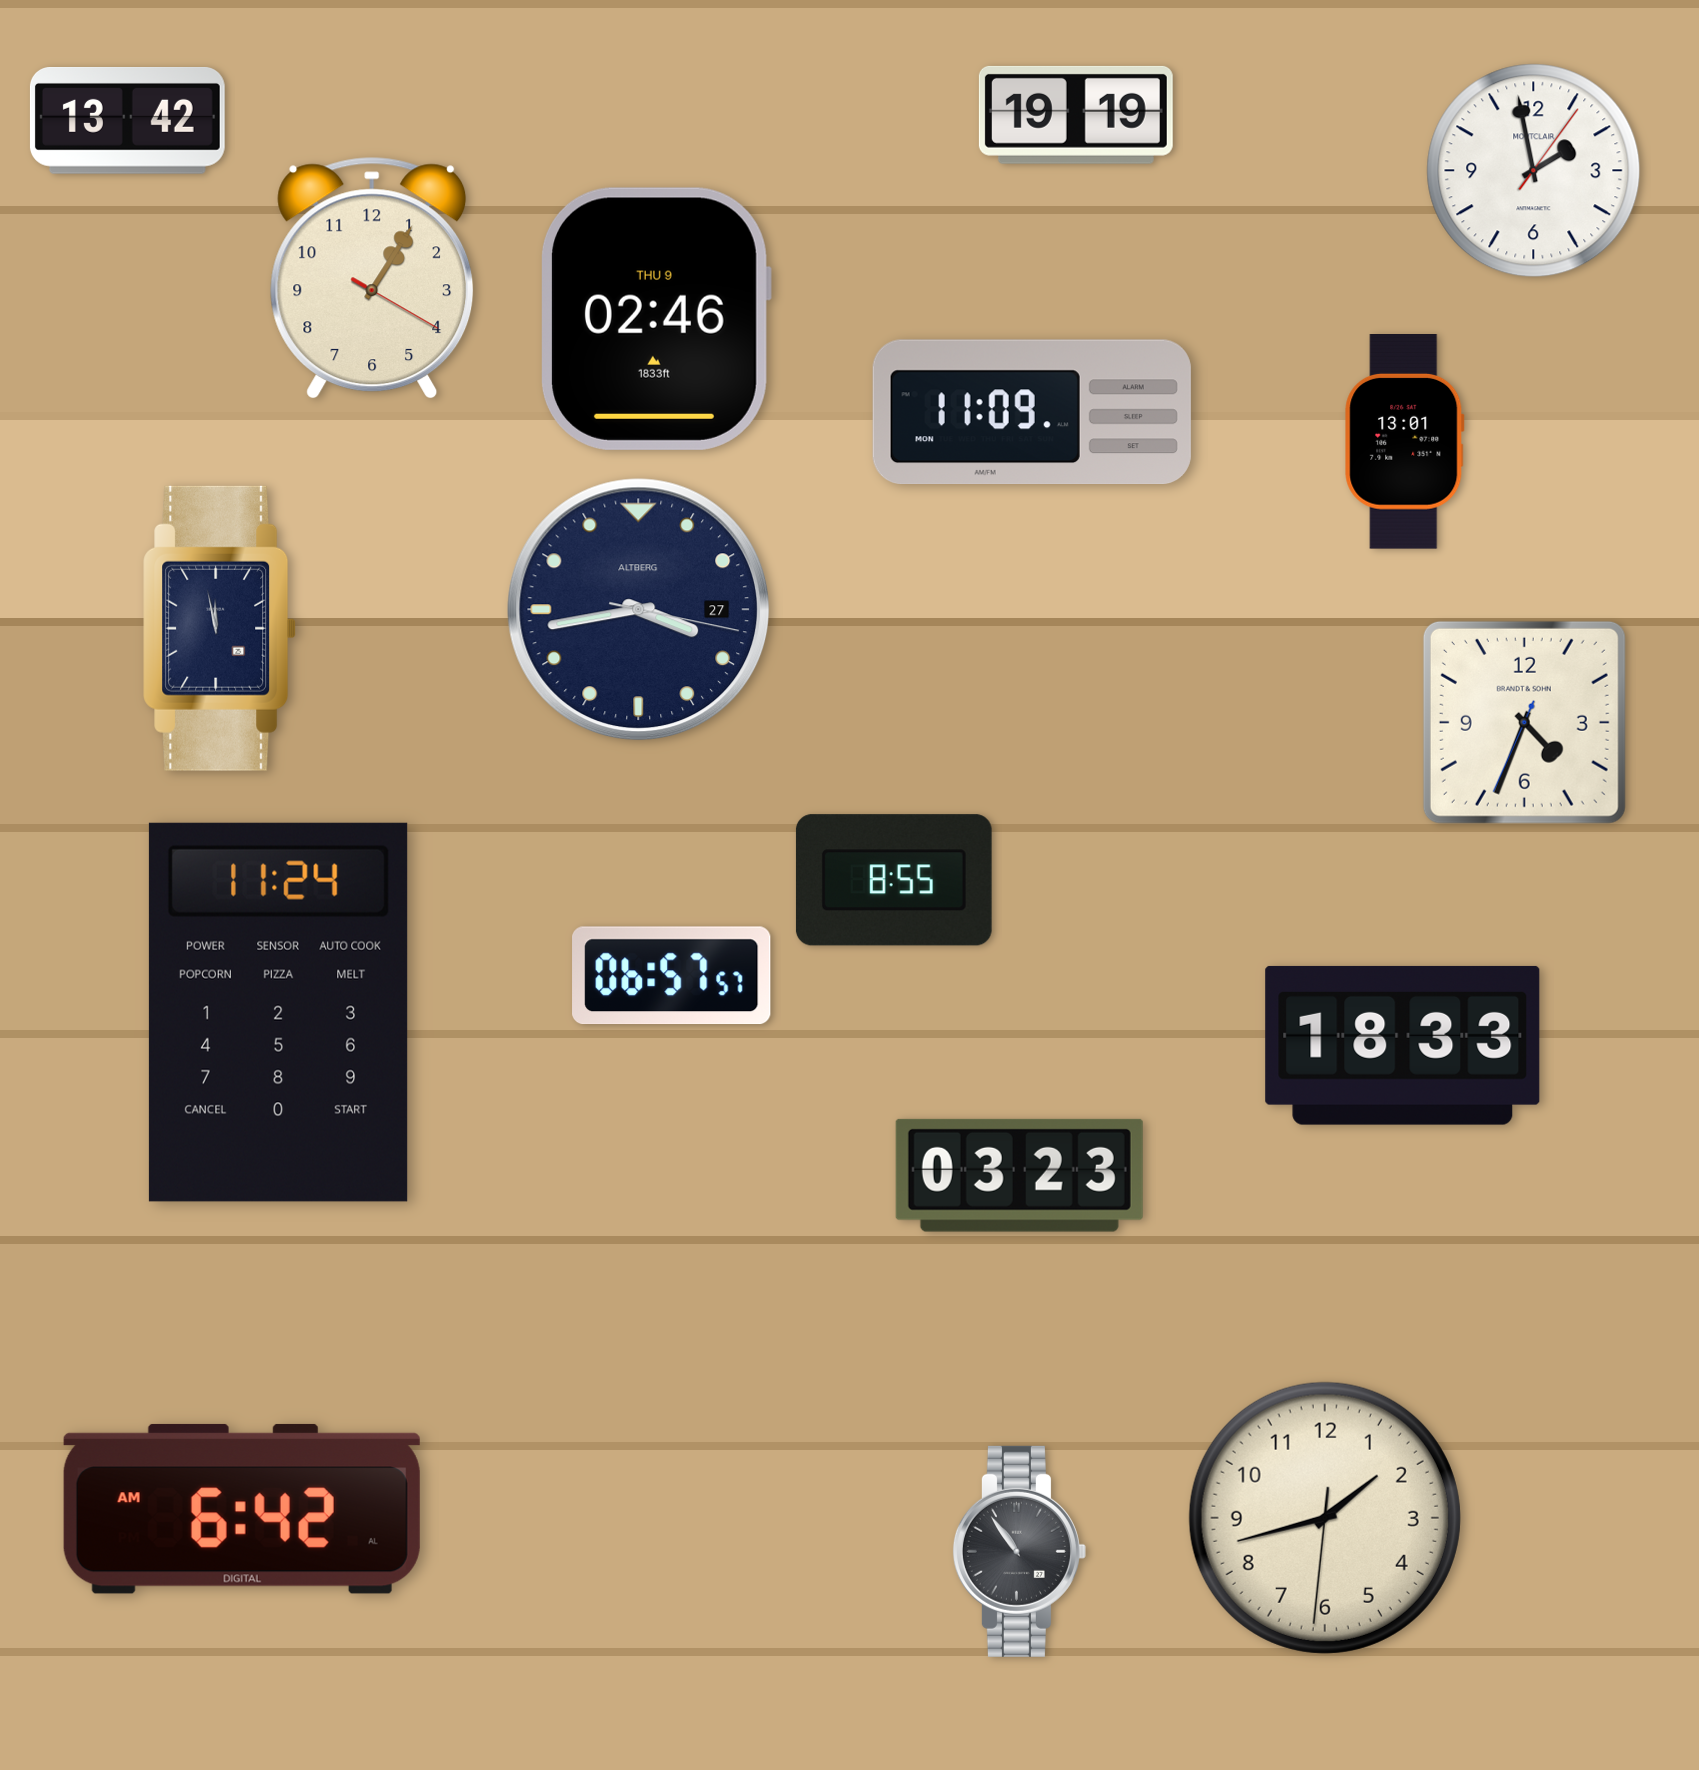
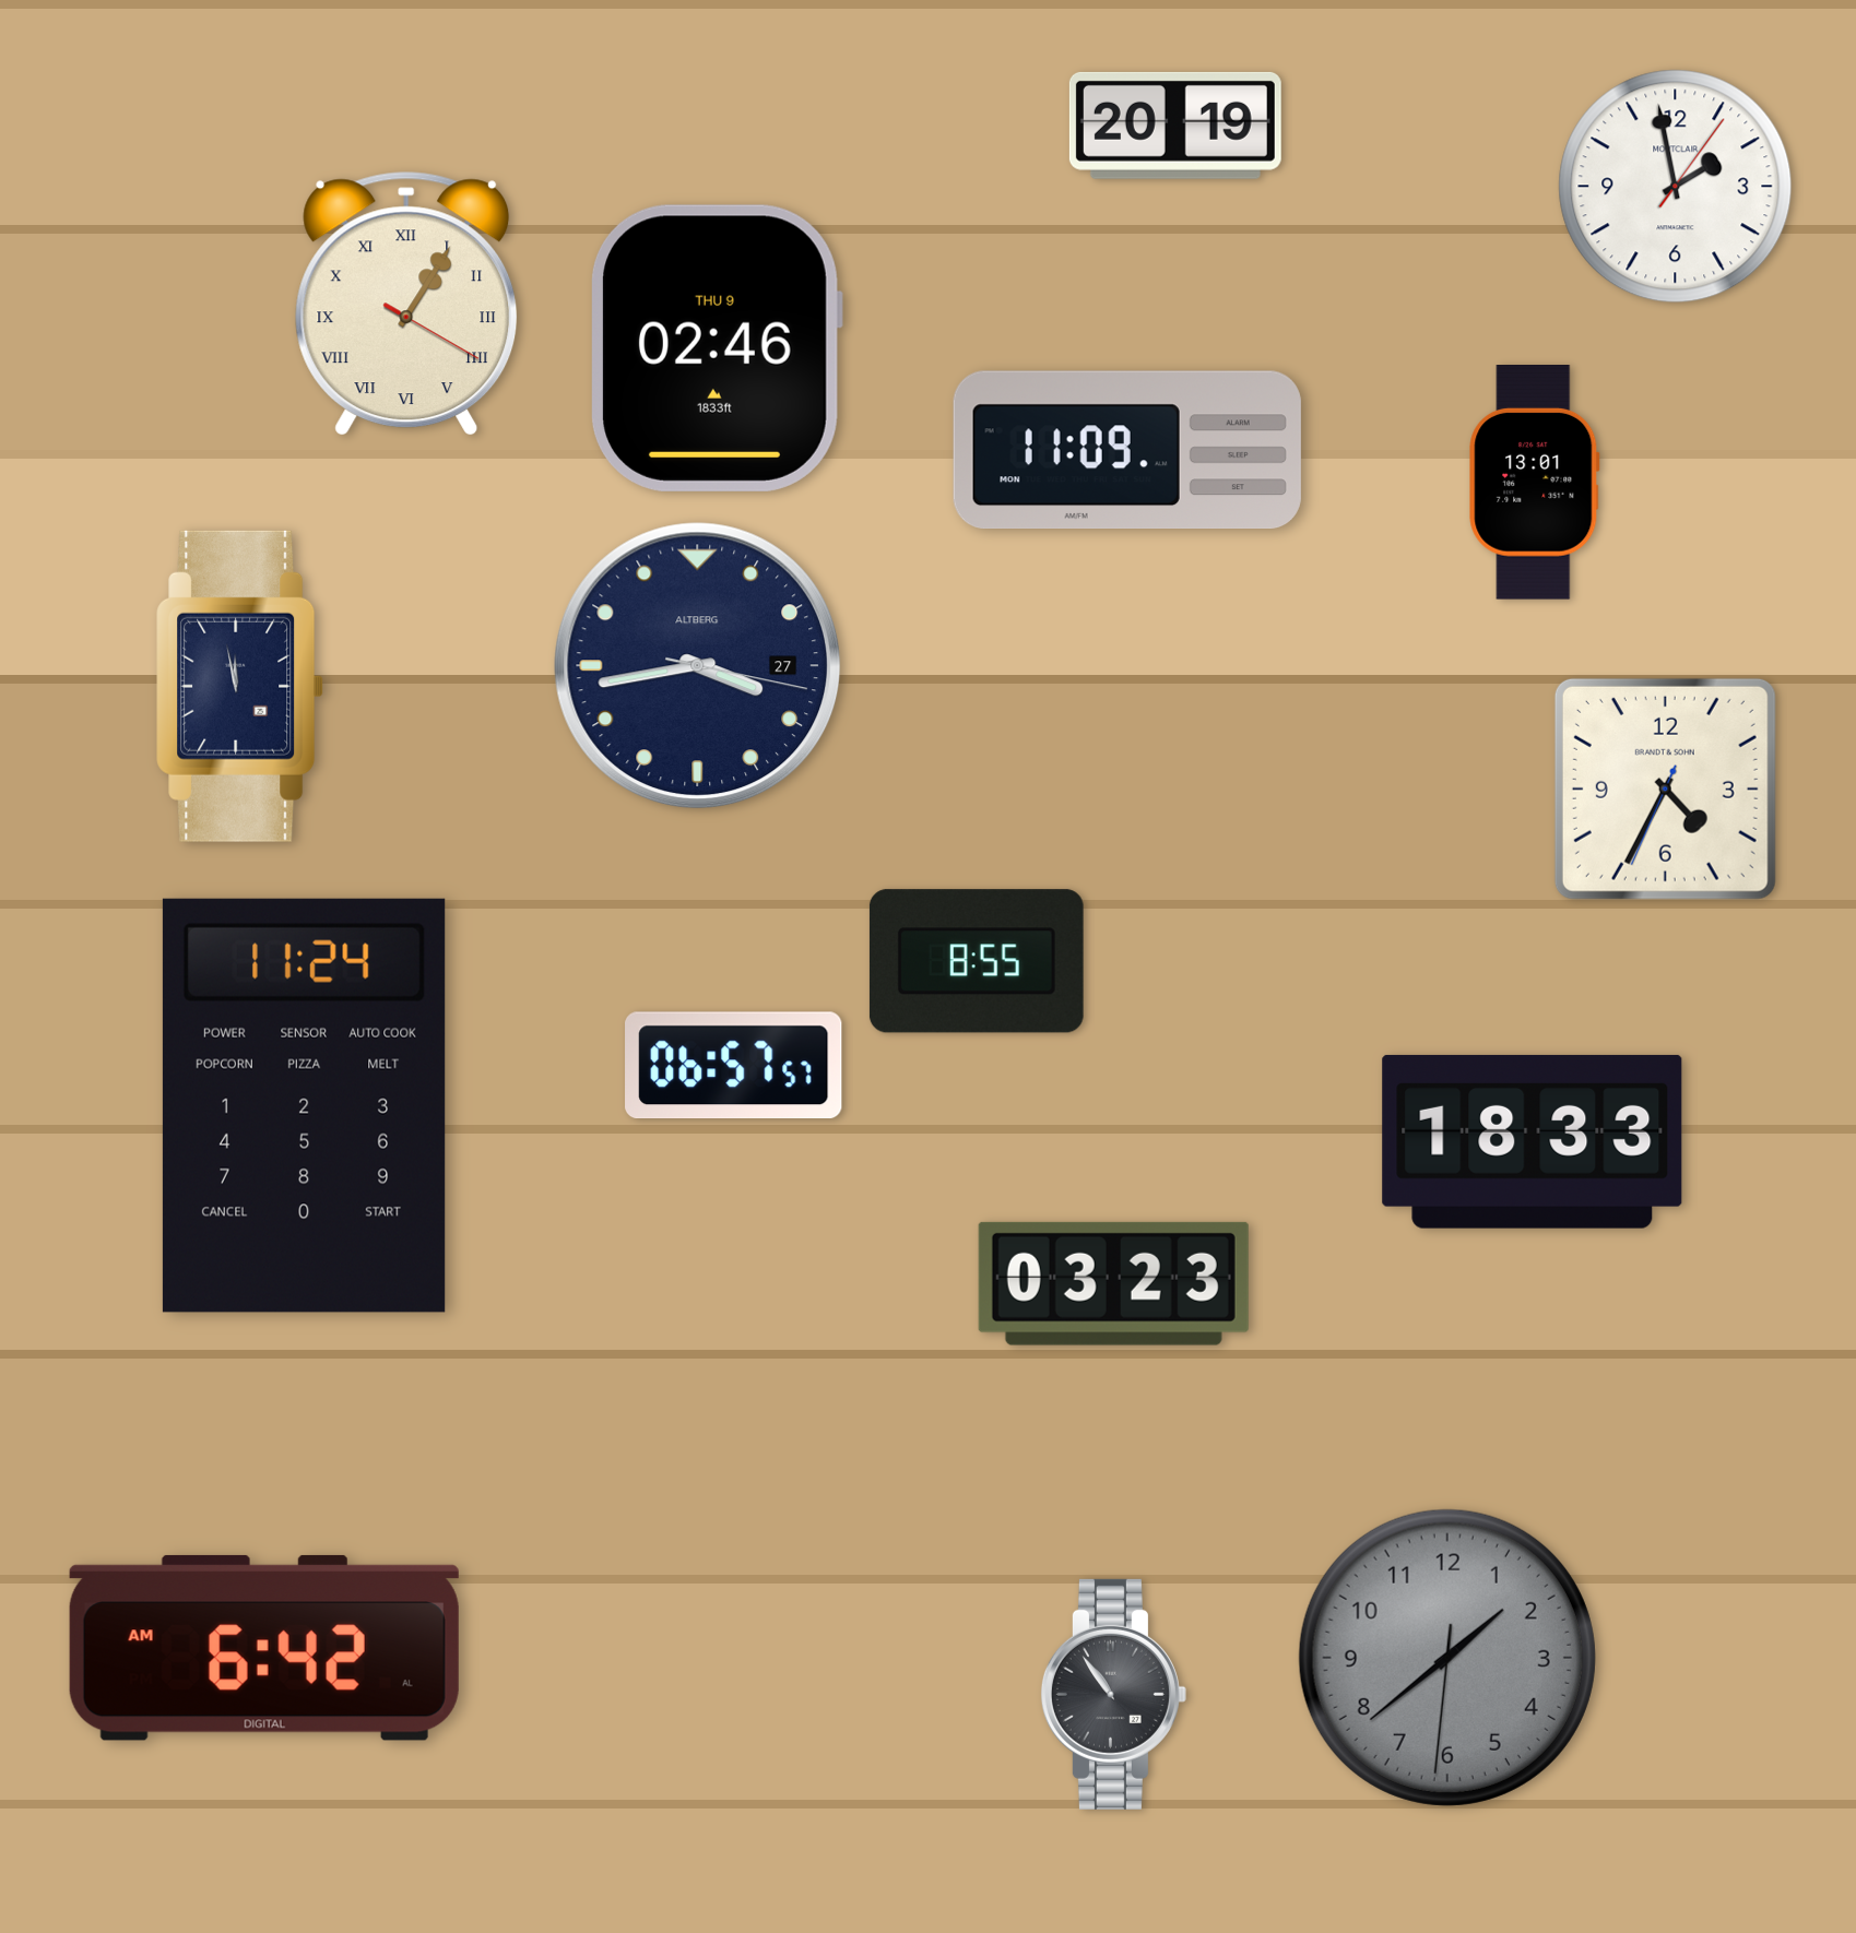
clock at (1076, 115): 19:19 -> 20:19
clock at (127, 121): 13:42 -> none
clock at (372, 278) numerals: Arabic -> Roman
clock at (1524, 722): 4:33 -> 4:34
clock at (1325, 1518): 1:42 -> 1:38
clock at (1325, 1518) dial: cream -> grey
